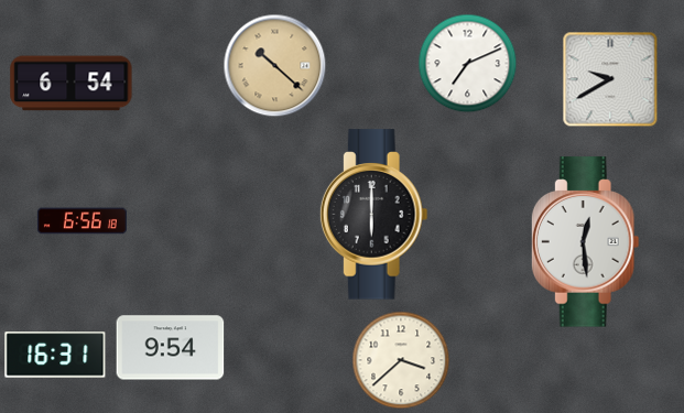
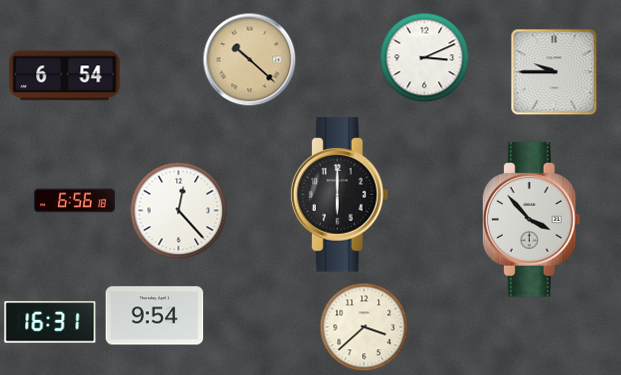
clock at (468, 64): 7:11 -> 3:11
clock at (610, 79): 9:40 -> 9:45
clock at (179, 211): none -> 12:23
clock at (585, 242): 12:29 -> 3:53
